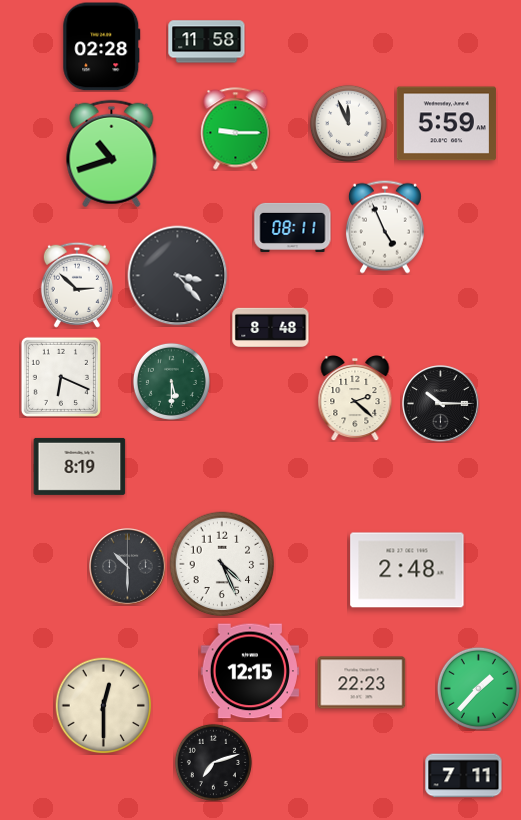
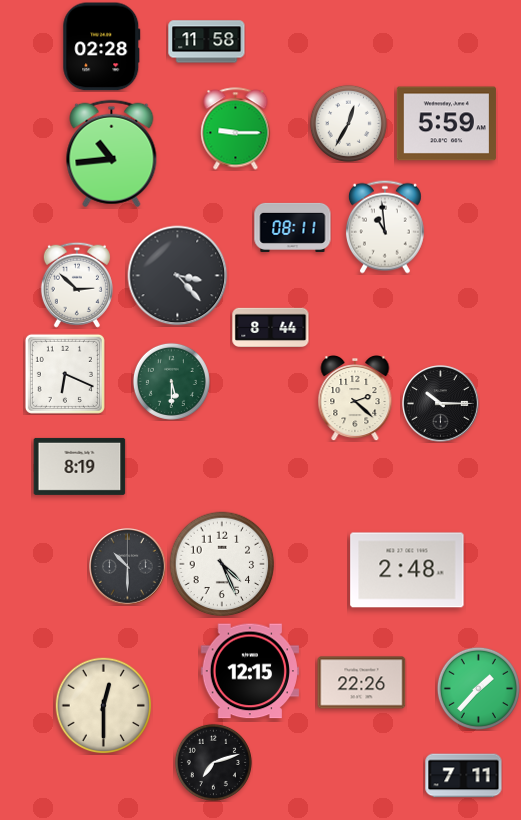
clock at (348, 123): 11:56 -> 12:35
clock at (112, 154): 10:42 -> 10:44
clock at (385, 227): 4:56 -> 10:59
clock at (271, 327): 8:48 -> 8:44
clock at (61, 377) position: (61, 377) -> (65, 374)
clock at (362, 683): 22:23 -> 22:26
